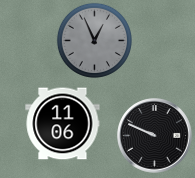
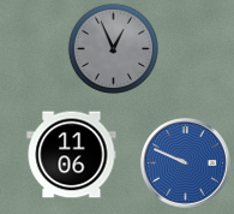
clock at (63, 124) position: (63, 124) -> (72, 155)
clock at (155, 136) dial: black -> blue
